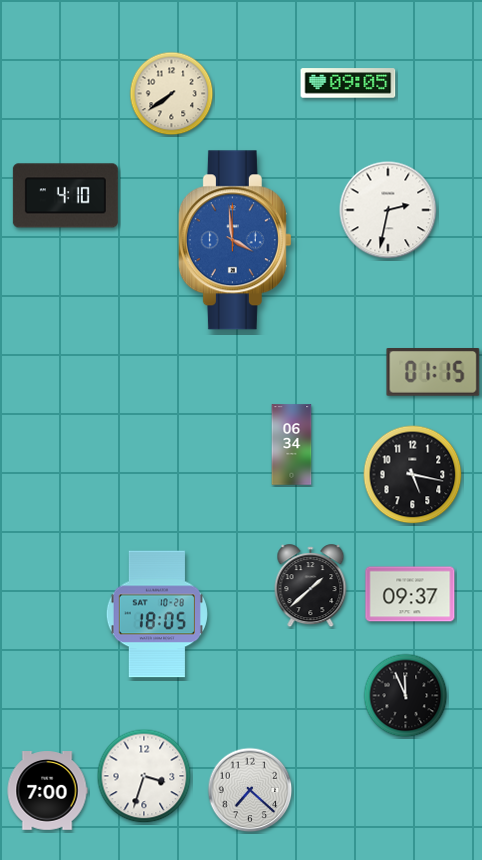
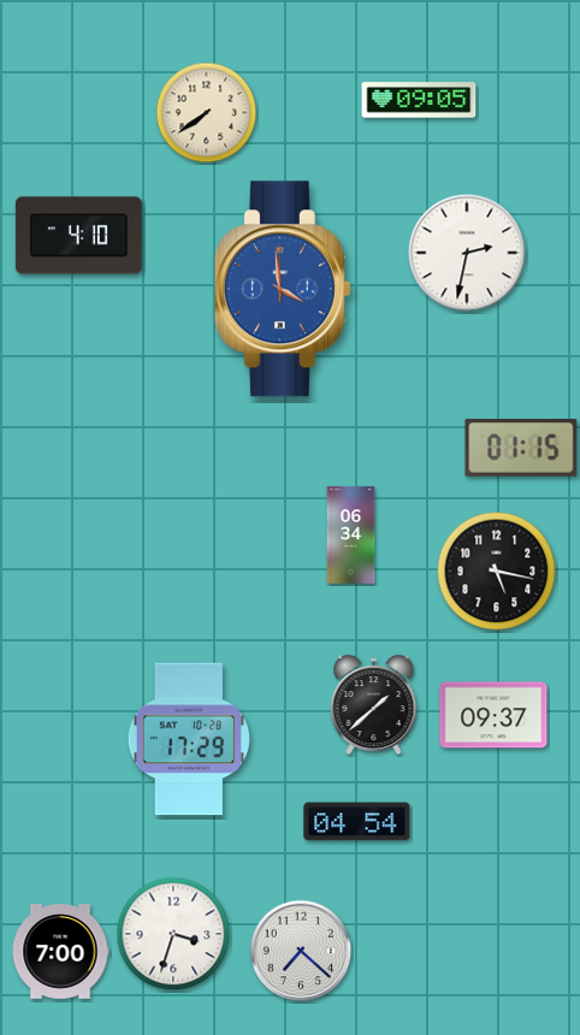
clock at (157, 614): 18:05 -> 17:29
clock at (357, 822): none -> 04:54
clock at (406, 696): 11:56 -> none
clock at (47, 791) position: (47, 791) -> (60, 952)
